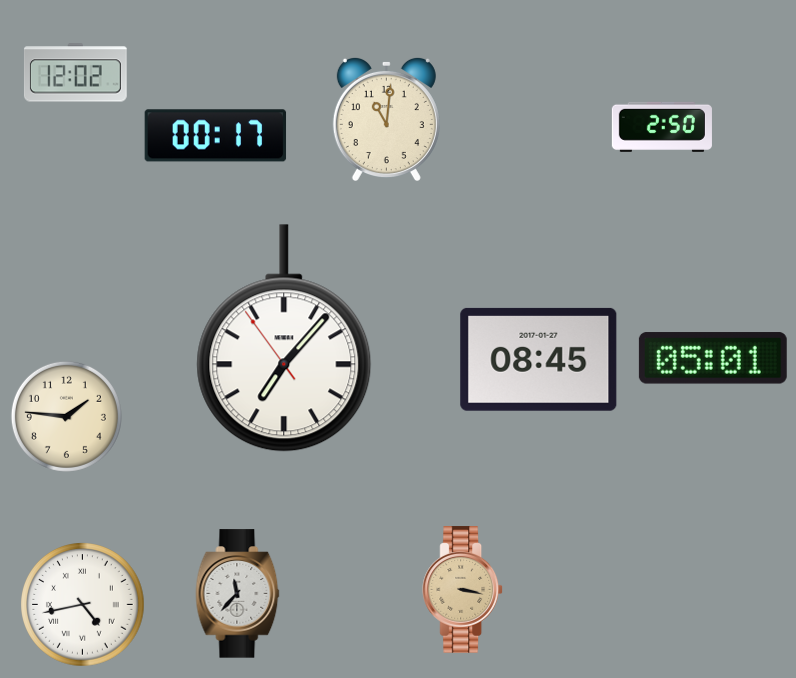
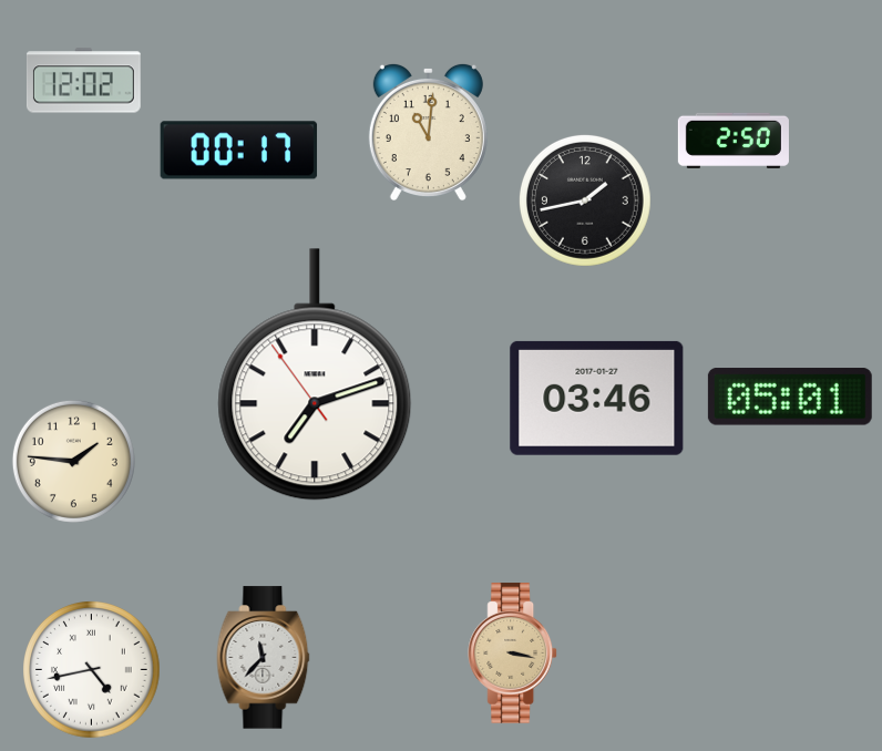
clock at (585, 200): none -> 1:43
clock at (284, 338): 7:06 -> 7:11
clock at (539, 359): 08:45 -> 03:46
